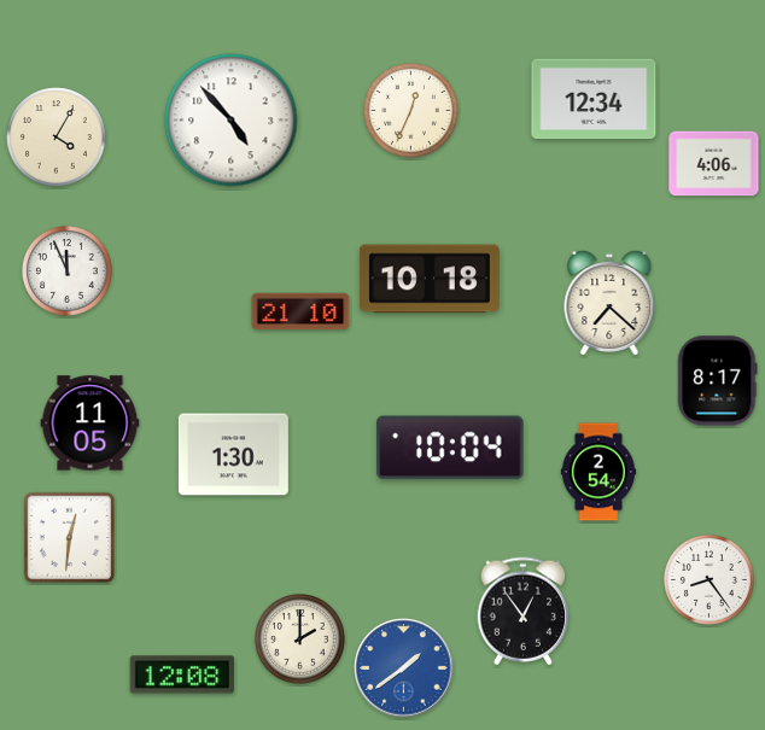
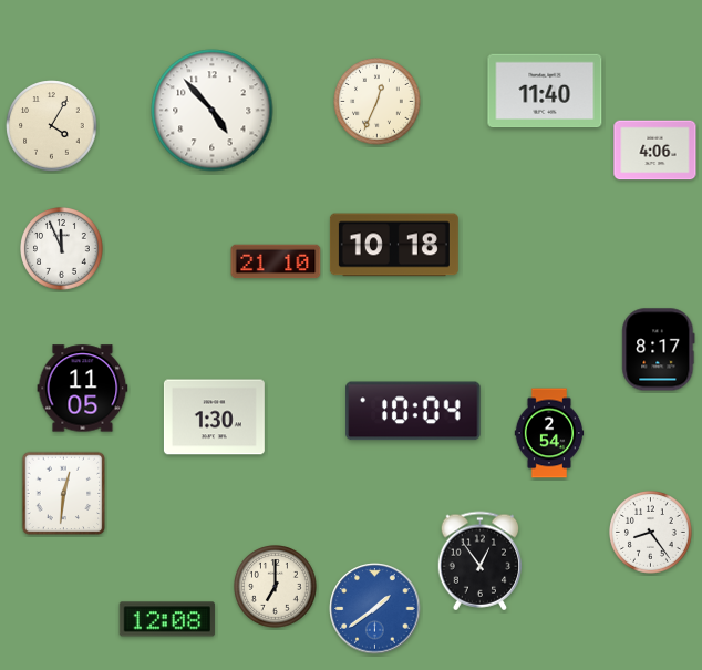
clock at (594, 99): 12:34 -> 11:40
clock at (430, 279) position: (430, 279) -> (394, 245)
clock at (609, 303): 7:22 -> none
clock at (300, 311) position: (300, 311) -> (276, 261)
clock at (300, 640): 2:00 -> 7:00
clock at (404, 668) position: (404, 668) -> (375, 609)
